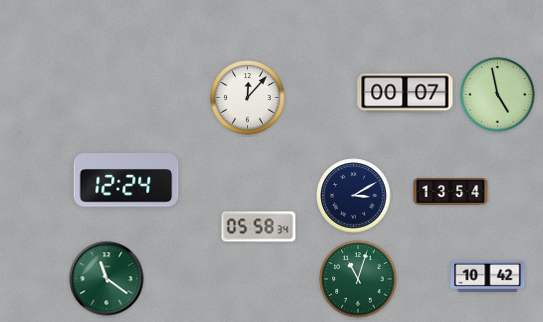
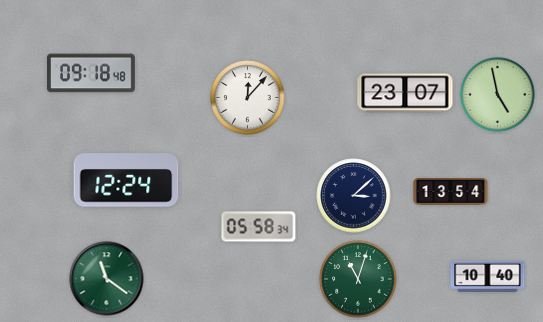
clock at (91, 73): none -> 09:18
clock at (405, 93): 00:07 -> 23:07
clock at (354, 196): 3:10 -> 3:08
clock at (488, 276): 10:42 -> 10:40
